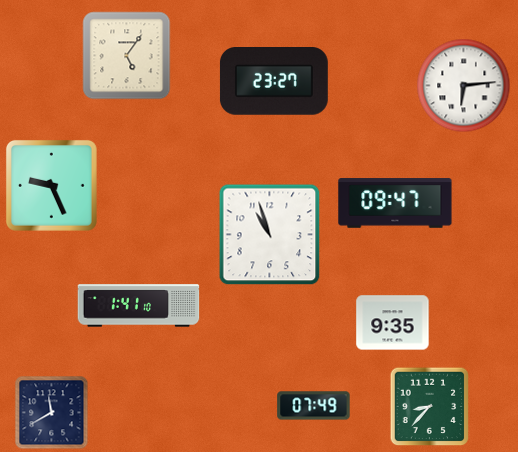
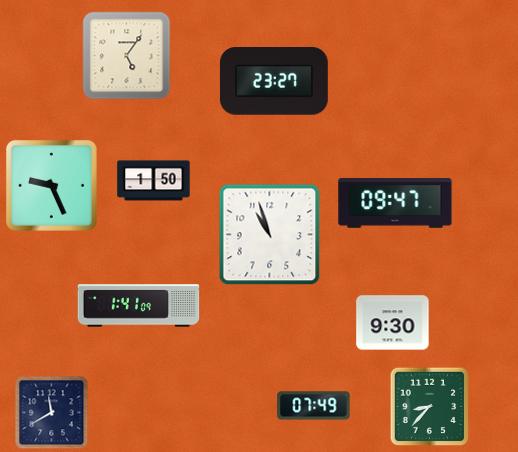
clock at (464, 86): 6:14 -> none
clock at (154, 181): none -> 1:50
clock at (139, 306): 1:41:10 -> 1:41:09
clock at (393, 323): 9:35 -> 9:30
